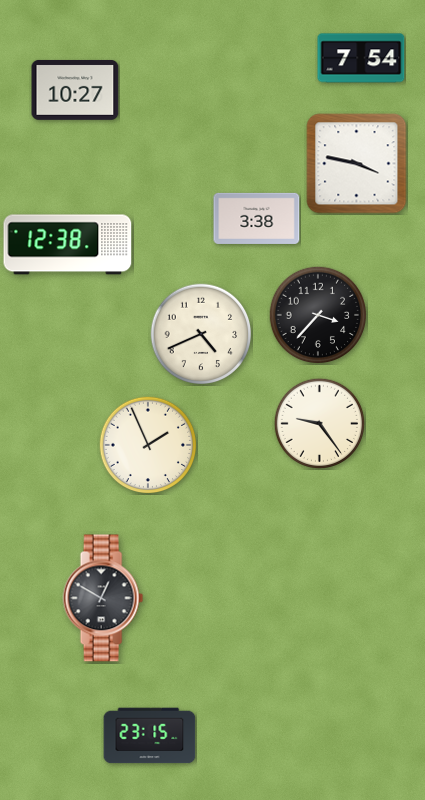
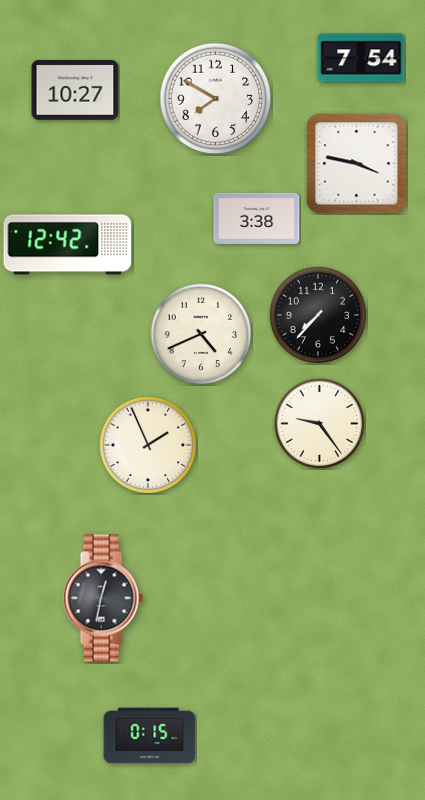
clock at (216, 99): none -> 7:50
clock at (68, 245): 12:38 -> 12:42
clock at (318, 315): 3:37 -> 7:37
clock at (103, 598): 12:50 -> 12:32
clock at (150, 736): 23:15 -> 0:15
